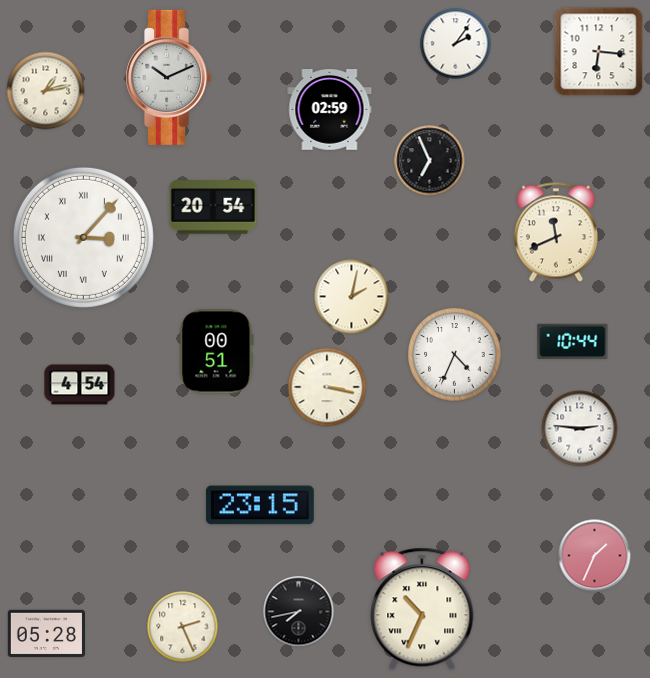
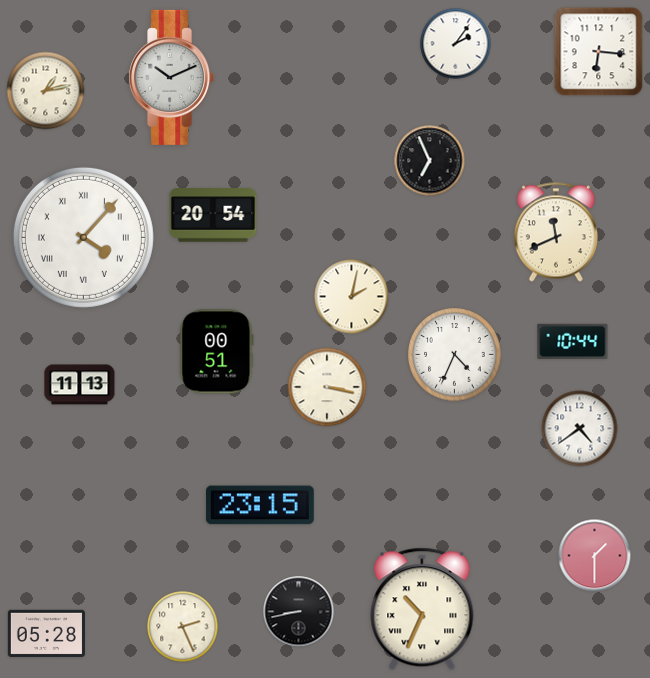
clock at (168, 77) position: (168, 77) -> (171, 77)
clock at (330, 110): 02:59 -> none
clock at (213, 207) position: (213, 207) -> (213, 215)
clock at (83, 237): 3:07 -> 4:07
clock at (80, 385): 4:54 -> 11:13
clock at (580, 429): 2:46 -> 4:39
clock at (595, 556): 1:34 -> 1:30
clock at (299, 612): 7:43 -> 8:43
